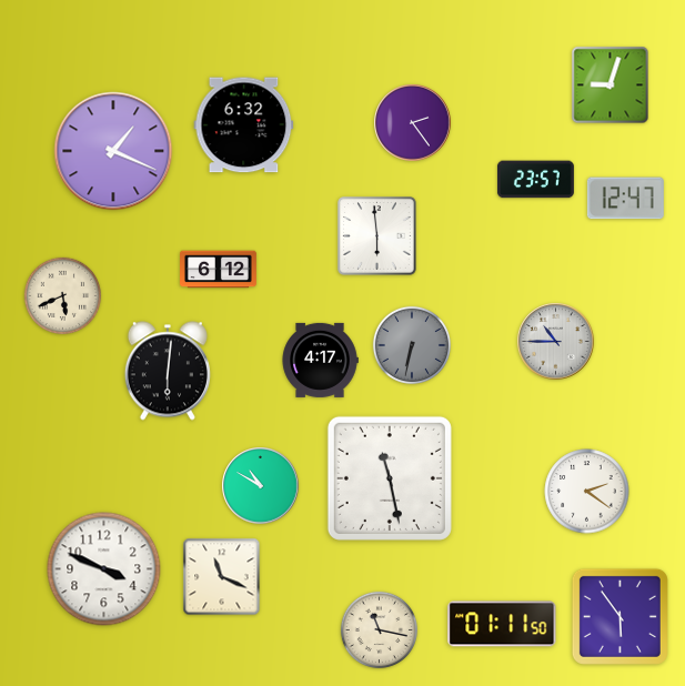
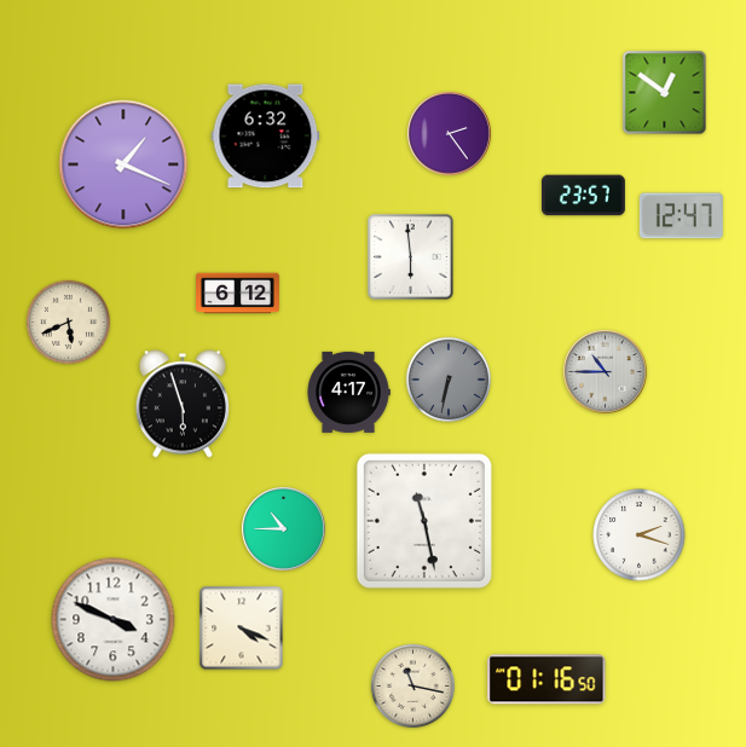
clock at (611, 85): 9:03 -> 12:51
clock at (412, 345) position: (412, 345) -> (449, 380)
clock at (168, 371): 6:01 -> 5:57
clock at (261, 486): 10:50 -> 10:45
clock at (587, 492): 2:21 -> 2:18
clock at (222, 577): 11:19 -> 4:19
clock at (619, 616): 5:54 -> none
clock at (502, 624): 01:11 -> 01:16
